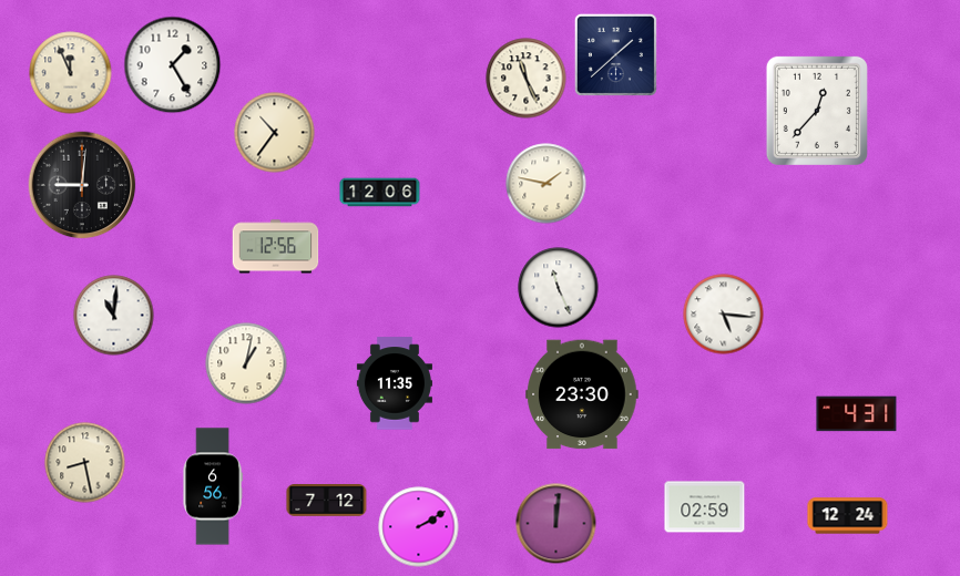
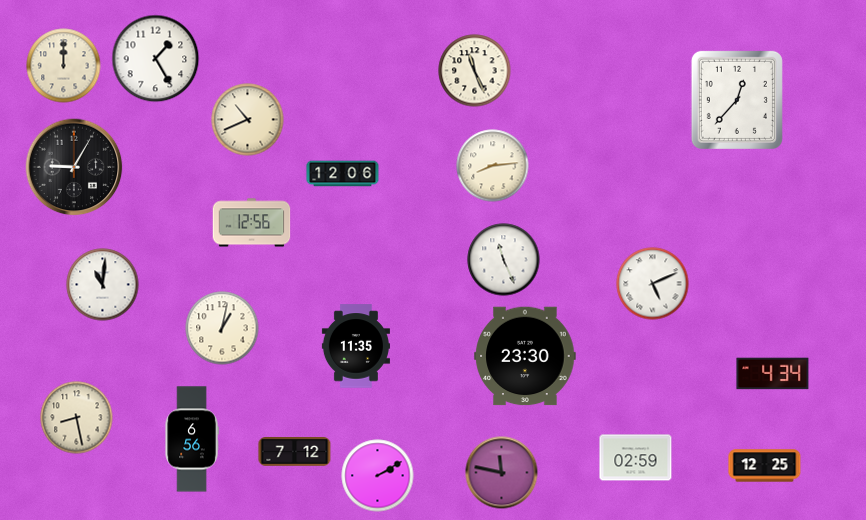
clock at (615, 54): 1:38 -> none
clock at (71, 73): 11:56 -> 12:00
clock at (275, 133): 10:36 -> 10:41
clock at (547, 184): 1:47 -> 8:14
clock at (82, 185): 9:01 -> 9:05
clock at (276, 247) position: (276, 247) -> (252, 223)
clock at (724, 315): 5:16 -> 5:11
clock at (857, 414): 4:31 -> 4:34
clock at (848, 516): 12:24 -> 12:25
clock at (556, 524): 12:01 -> 11:47
